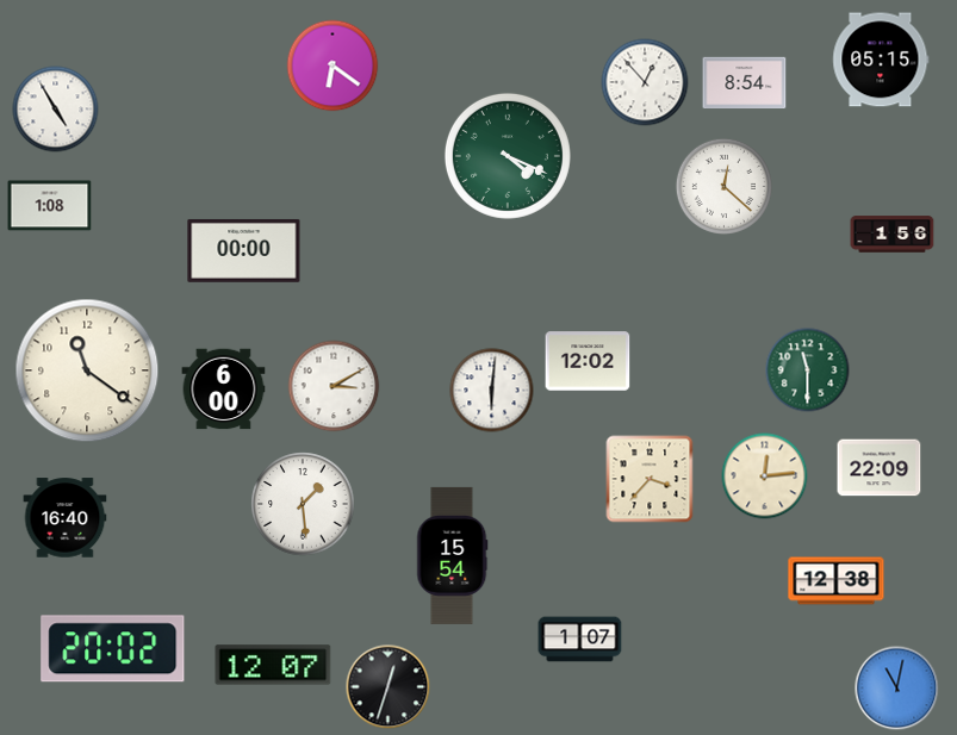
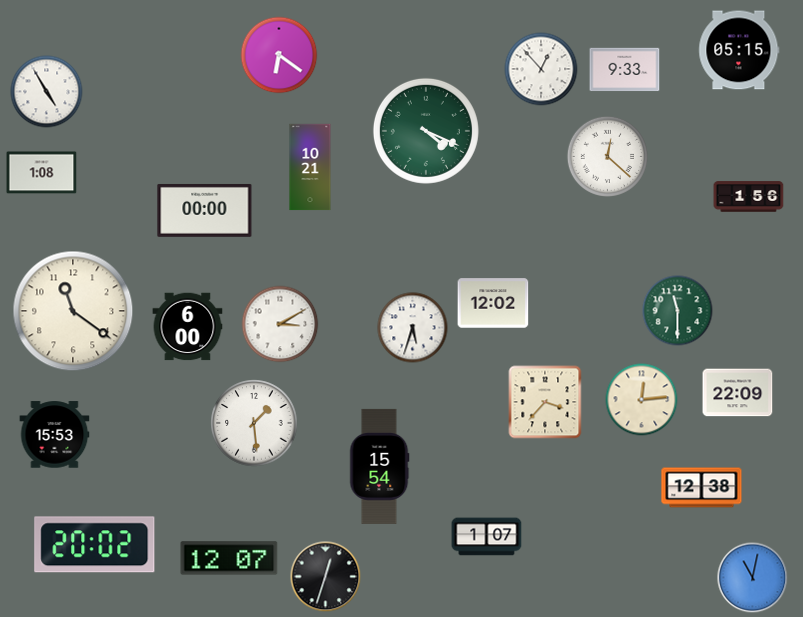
clock at (745, 83): 8:54 -> 9:33
clock at (310, 167): none -> 10:21
clock at (492, 391): 6:01 -> 5:33
clock at (66, 518): 16:40 -> 15:53
